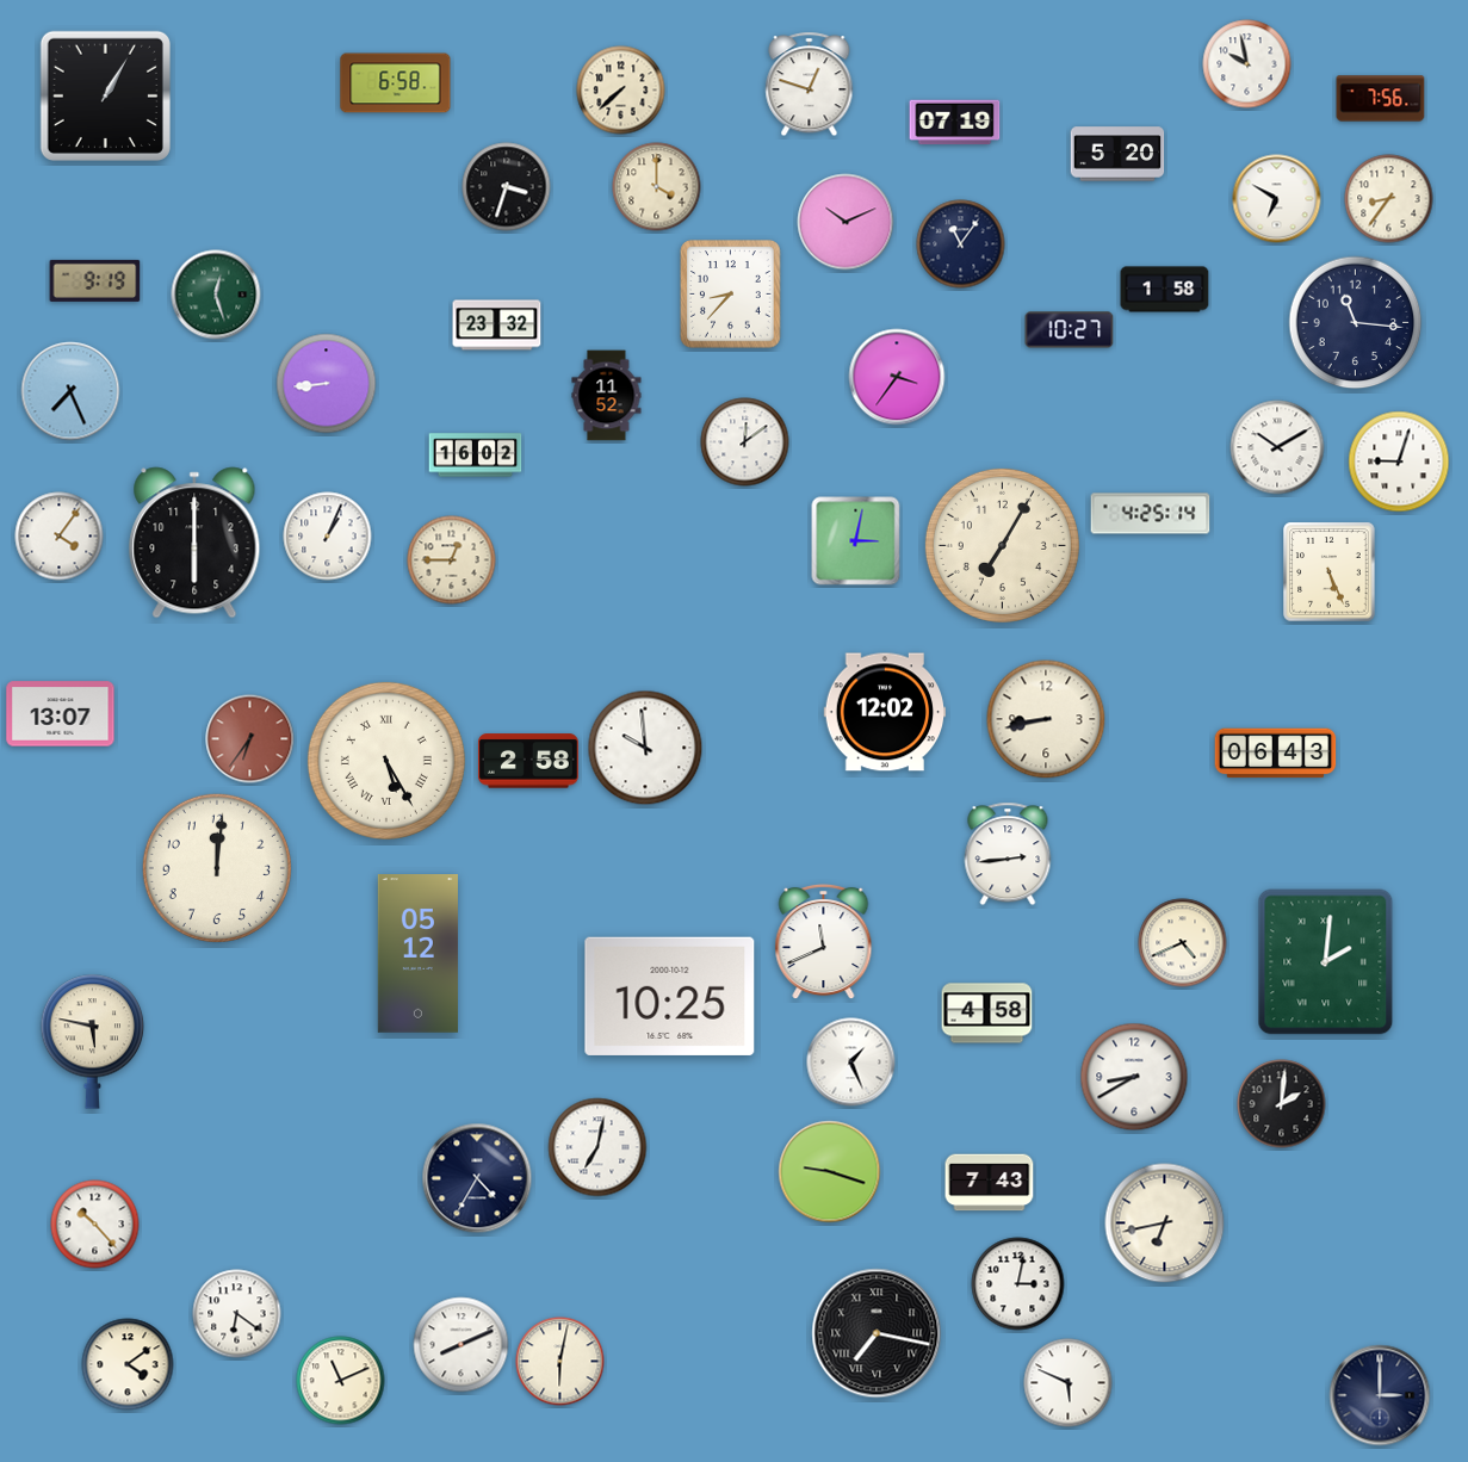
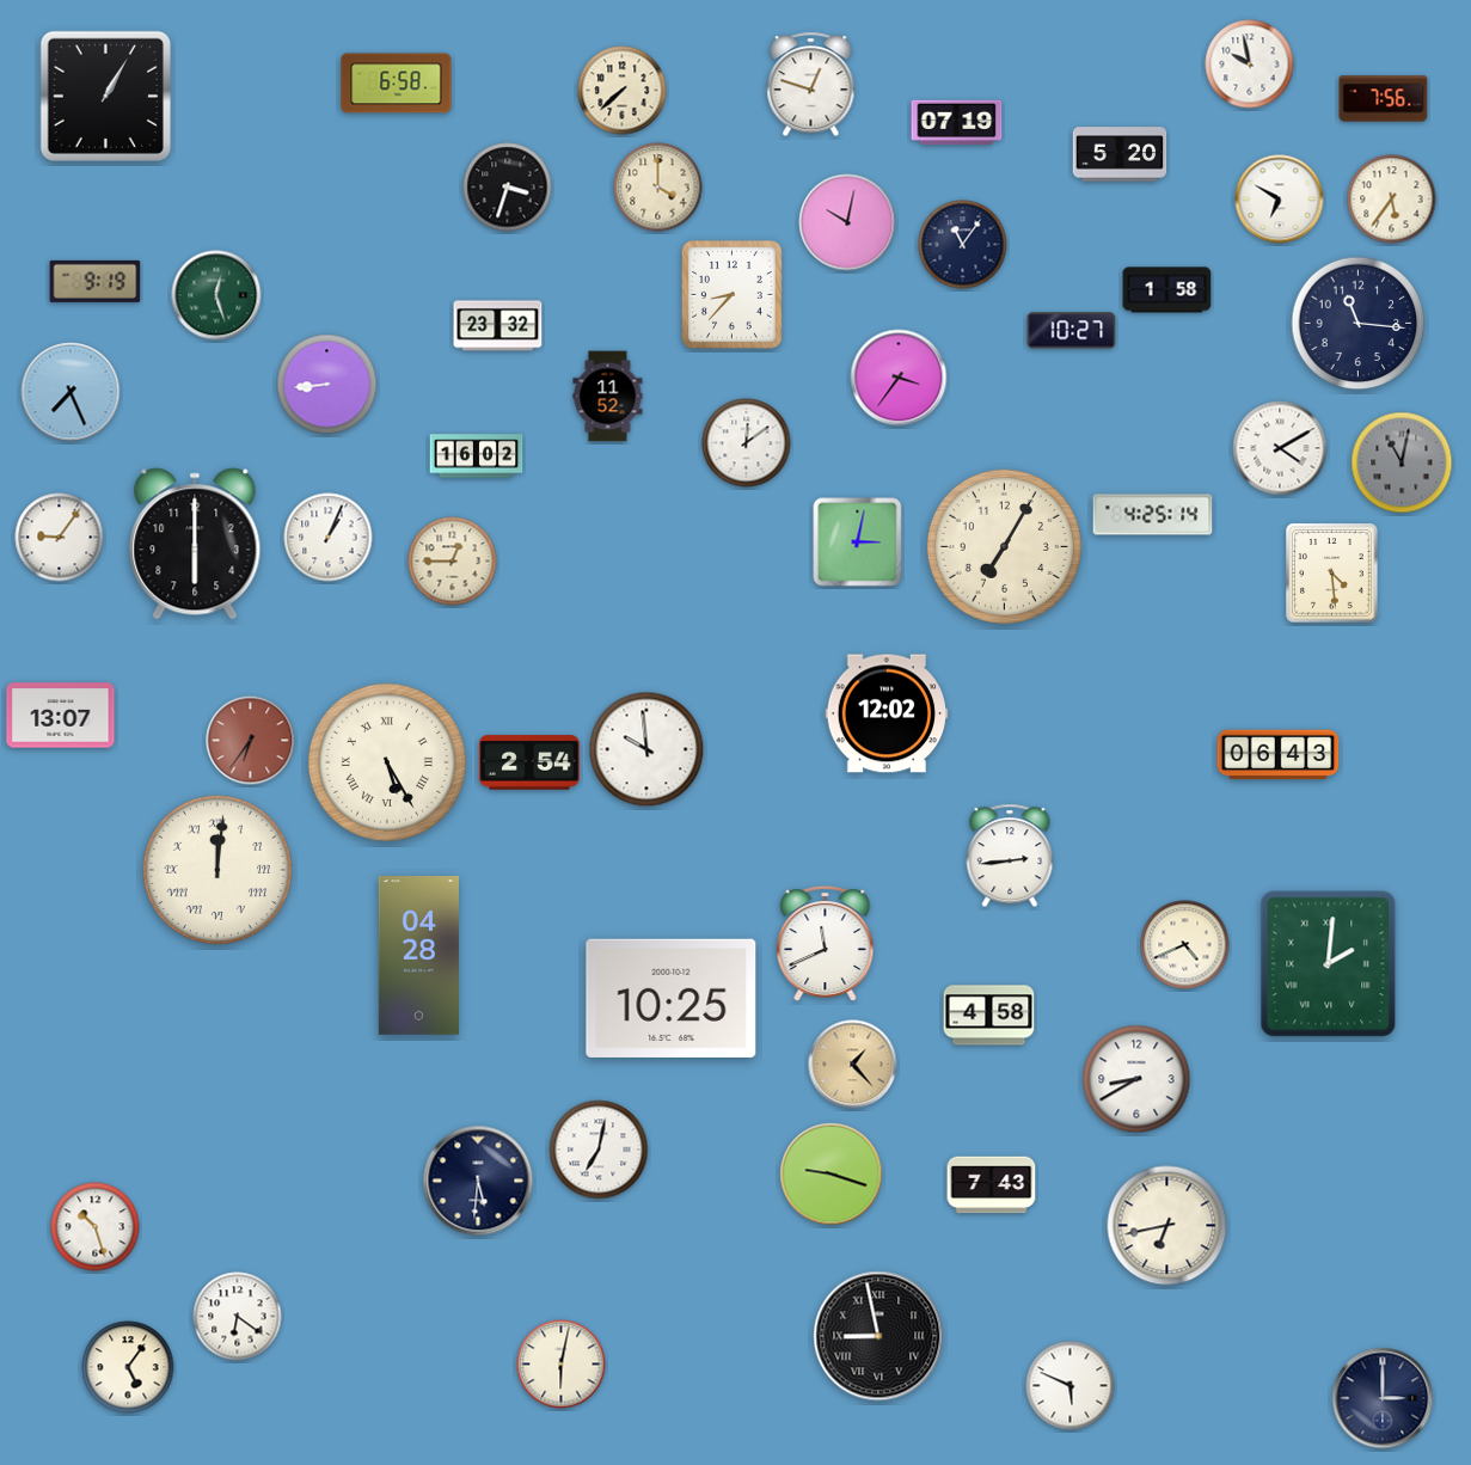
clock at (1389, 199): 8:36 -> 5:36
clock at (846, 222): 10:11 -> 10:02
clock at (1277, 447): 10:10 -> 4:10
clock at (1399, 461): 9:03 -> 11:02
clock at (1399, 461) dial: white -> grey
clock at (60, 537): 4:06 -> 9:06
clock at (1330, 572): 5:26 -> 4:29
clock at (1046, 719): 8:43 -> none
clock at (528, 761): 2:58 -> 2:54
clock at (217, 868) numerals: Arabic -> Roman
clock at (417, 954): 05:12 -> 04:28
clock at (93, 1041): 5:47 -> none
clock at (851, 1063): 1:26 -> 1:23
clock at (851, 1063) dial: white -> champagne
clock at (1282, 1104): 2:01 -> none
clock at (477, 1178): 4:35 -> 5:31
clock at (95, 1225): 10:23 -> 10:27
clock at (1018, 1284): 3:02 -> none
clock at (877, 1333): 7:17 -> 8:58
clock at (462, 1345): 8:11 -> none
clock at (128, 1364): 4:09 -> 5:06
clock at (341, 1381): 11:11 -> none
